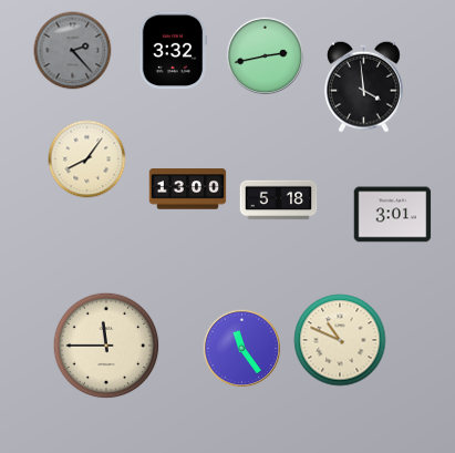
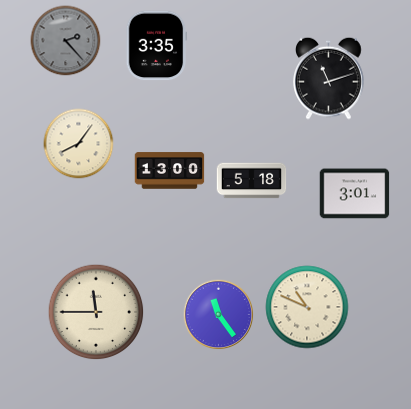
clock at (73, 51) position: (73, 51) -> (66, 41)
clock at (173, 51): 3:32 -> 3:35
clock at (266, 56): 2:43 -> none
clock at (364, 86): 3:59 -> 11:12
